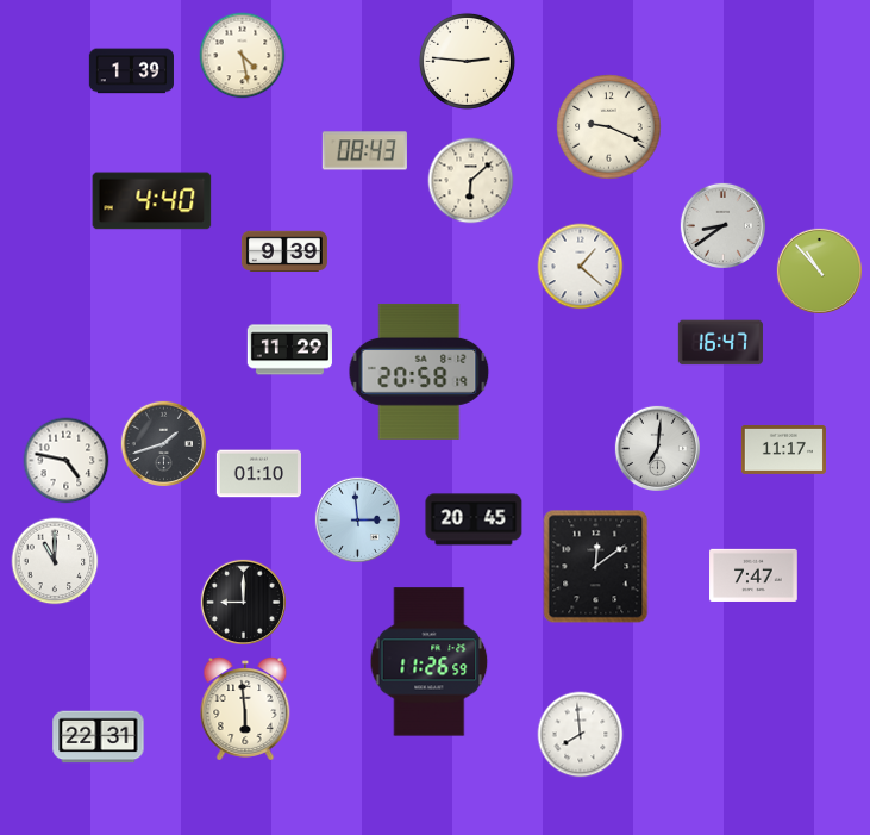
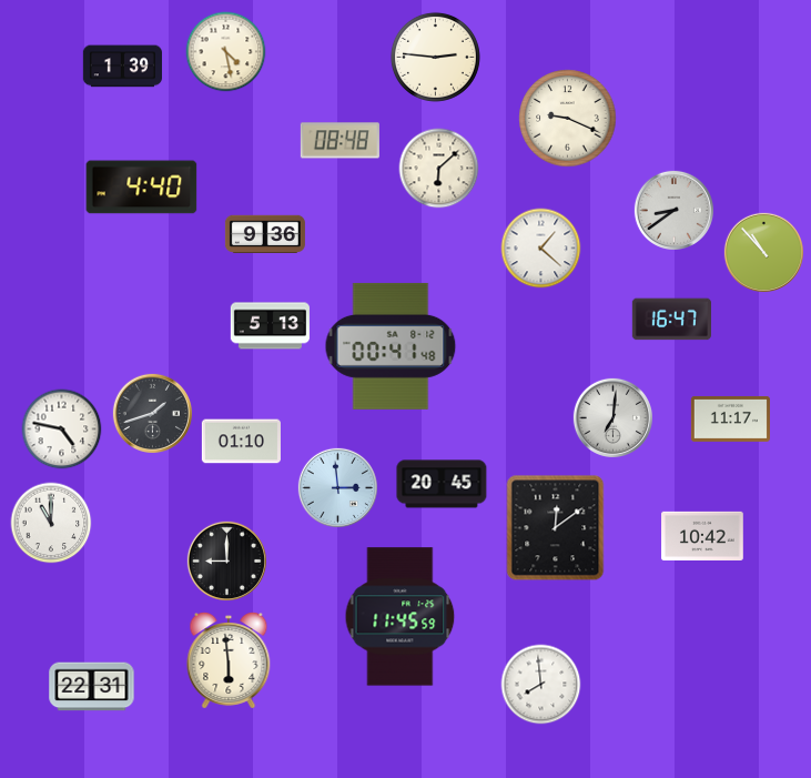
clock at (364, 151): 08:43 -> 08:48
clock at (284, 250): 9:39 -> 9:36
clock at (289, 350): 11:29 -> 5:13
clock at (419, 372): 20:58 -> 00:41
clock at (357, 519) position: (357, 519) -> (337, 487)
clock at (753, 575): 7:47 -> 10:42
clock at (430, 662): 11:26 -> 11:45
